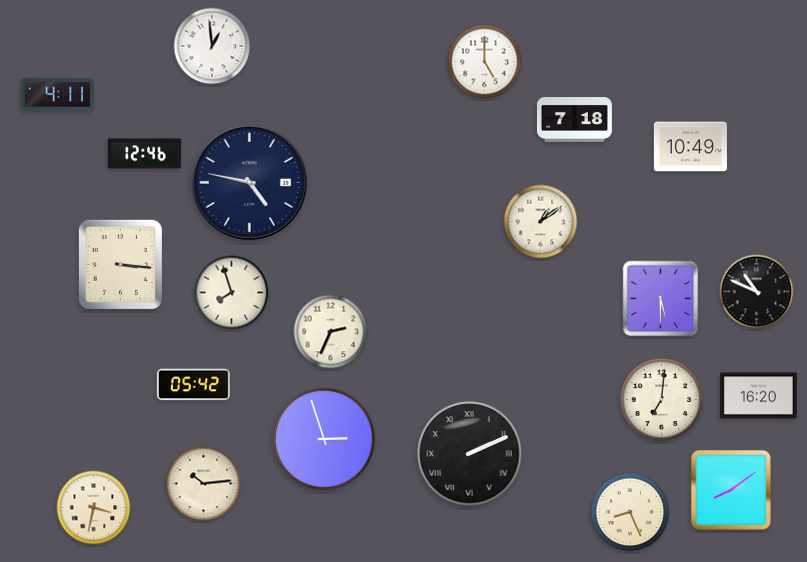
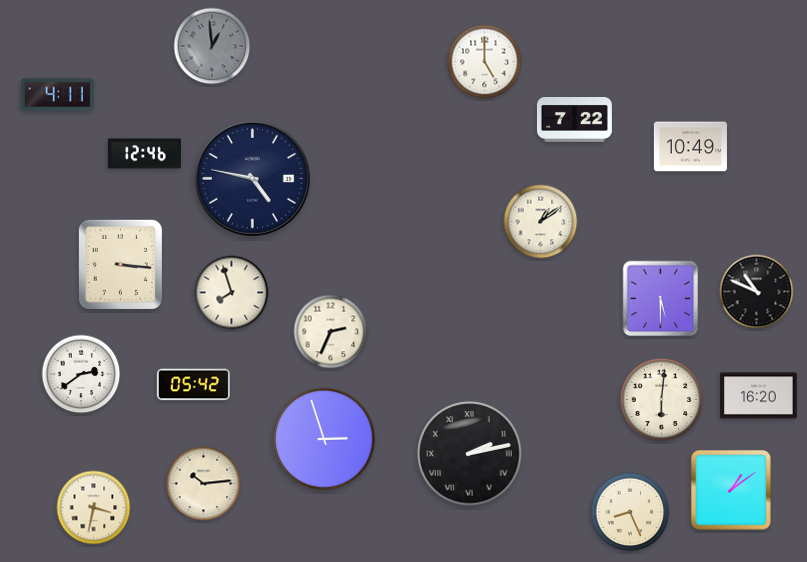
clock at (212, 46) dial: white -> grey
clock at (574, 120): 7:18 -> 7:22
clock at (249, 182) position: (249, 182) -> (252, 178)
clock at (81, 374): none -> 2:39
clock at (662, 400): 7:01 -> 6:01
clock at (470, 454): 2:11 -> 2:13
clock at (731, 490): 8:09 -> 1:09
